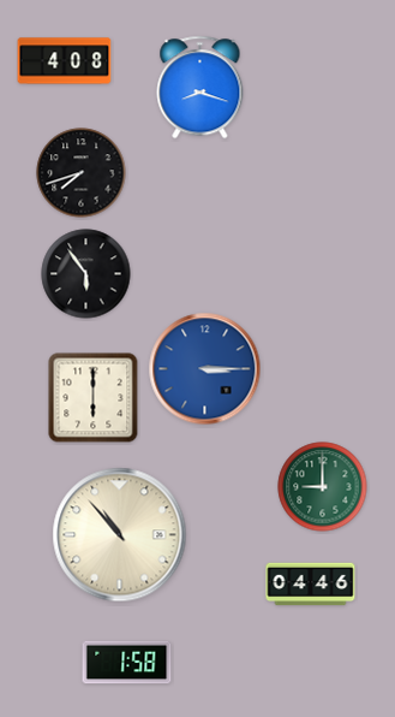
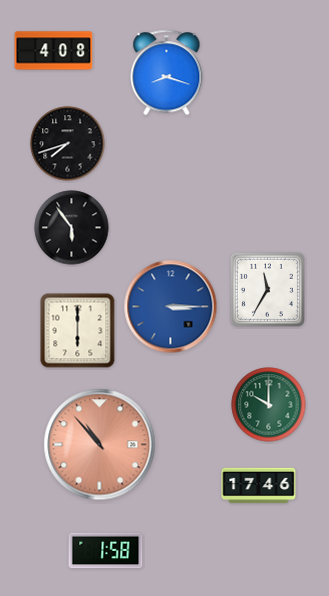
clock at (267, 289): none -> 11:35
clock at (323, 487): 9:00 -> 10:00
clock at (120, 535) dial: cream -> salmon
clock at (311, 585): 04:46 -> 17:46
